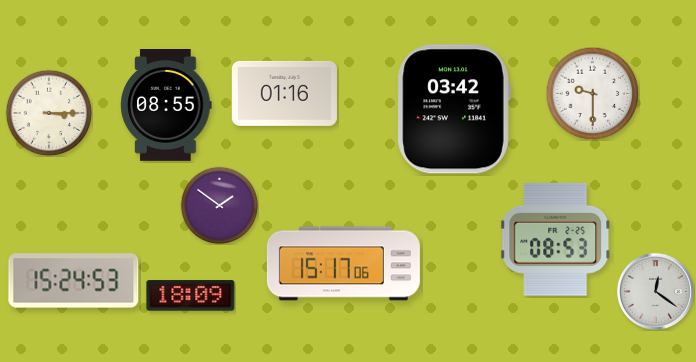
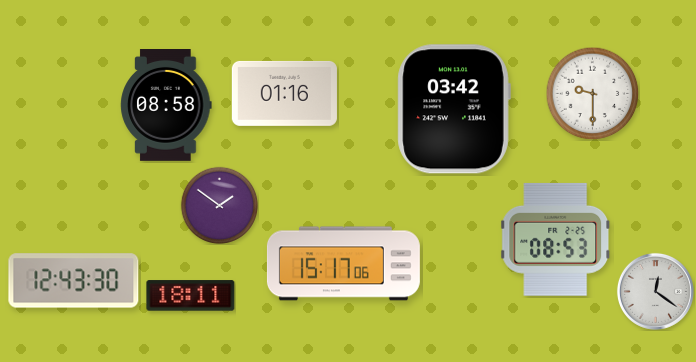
clock at (166, 106): 08:55 -> 08:58
clock at (49, 113): 3:15 -> none
clock at (74, 281): 15:24 -> 12:43
clock at (191, 296): 18:09 -> 18:11
